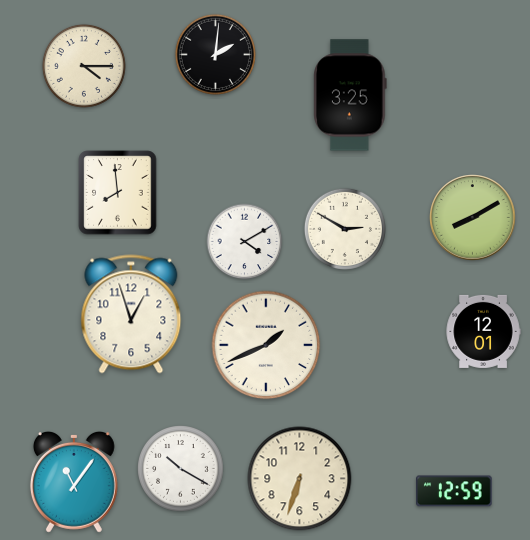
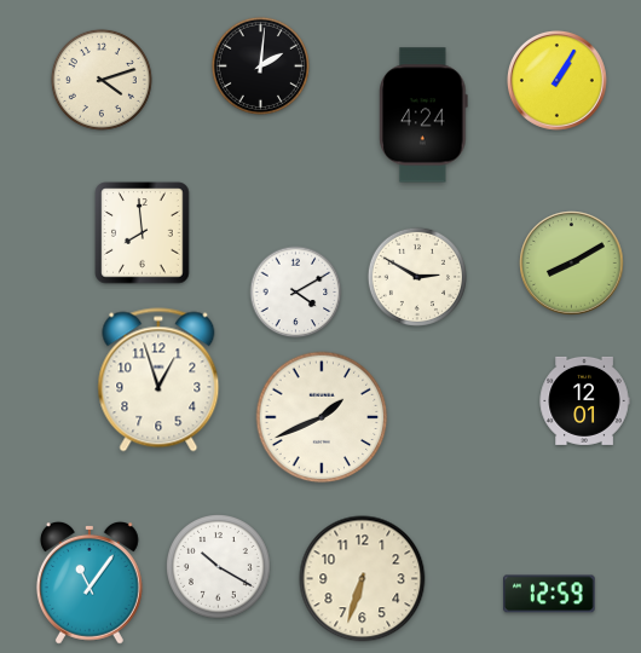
clock at (84, 66): 4:15 -> 4:12
clock at (556, 80): none -> 1:05
clock at (350, 95): 3:25 -> 4:24
